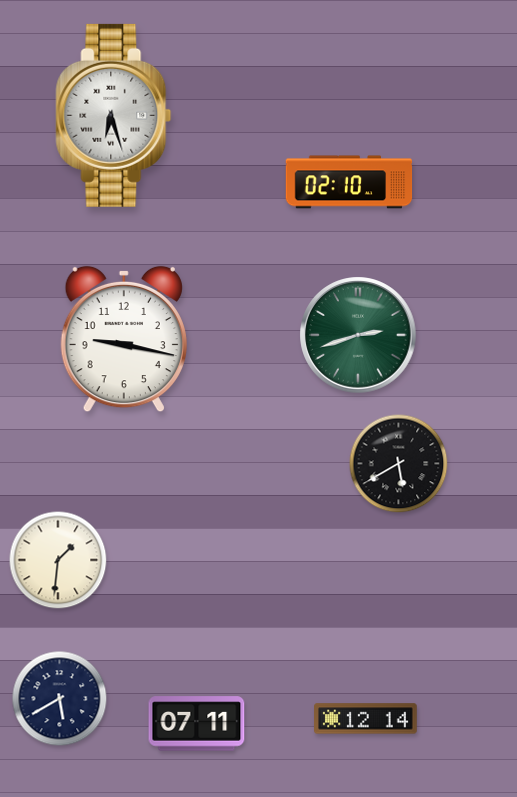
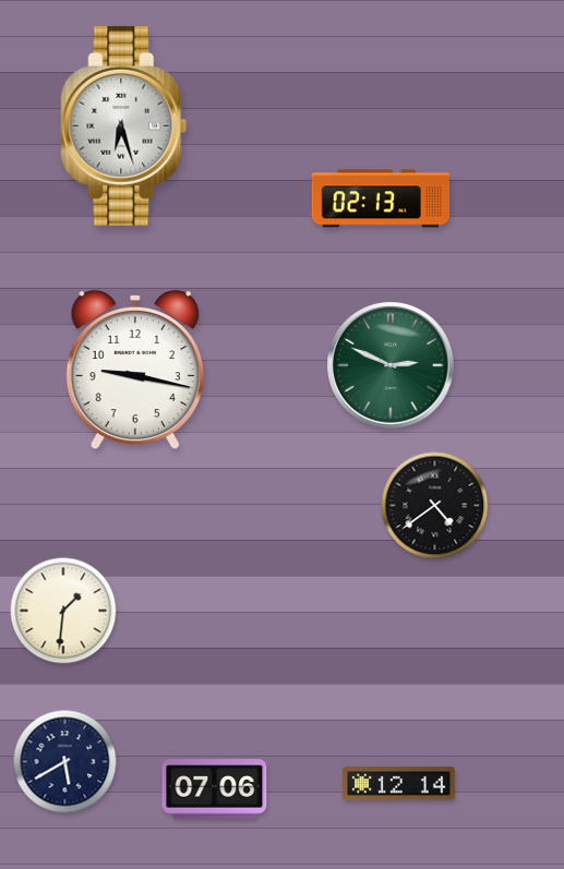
clock at (349, 182): 02:10 -> 02:13
clock at (358, 335): 2:42 -> 2:49
clock at (399, 464): 5:40 -> 4:39
clock at (197, 724): 07:11 -> 07:06
